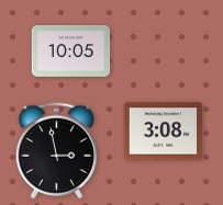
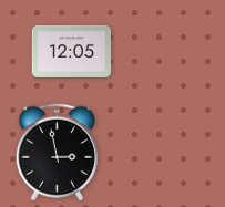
clock at (71, 50): 10:05 -> 12:05
clock at (164, 132): 3:08 -> none
